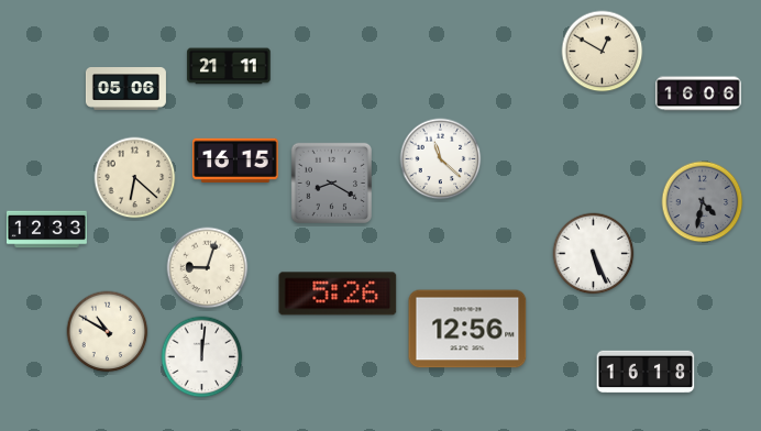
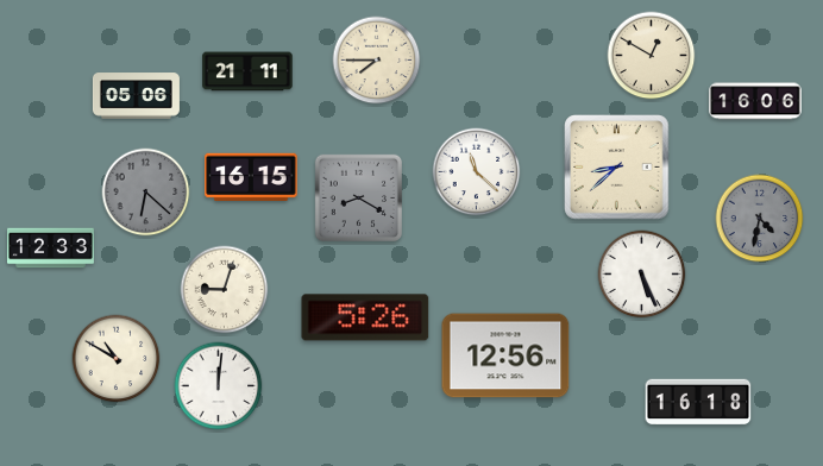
clock at (377, 61): none -> 7:45
clock at (617, 168): none -> 8:38
clock at (235, 161) position: (235, 161) -> (251, 177)
clock at (135, 178) dial: cream -> grey
